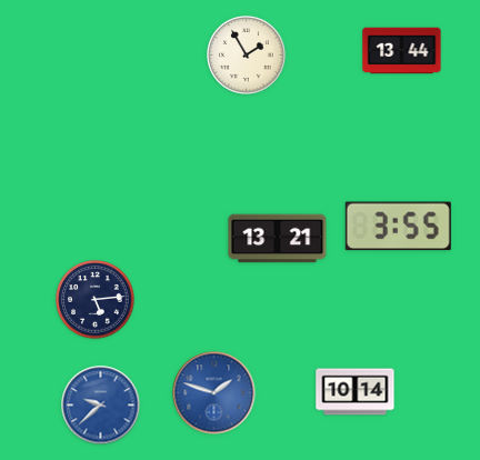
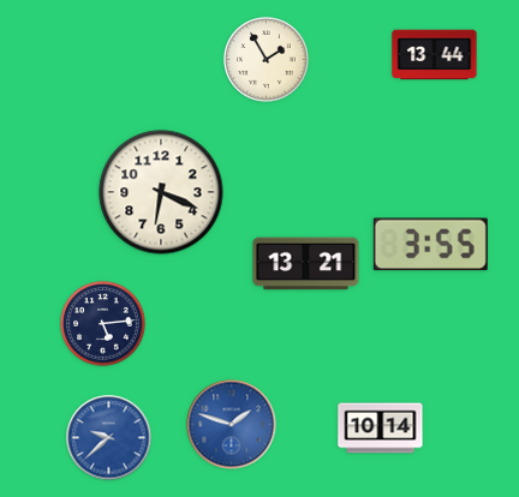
clock at (161, 192): none -> 6:19
clock at (278, 239) position: (278, 239) -> (306, 264)
clock at (356, 392) position: (356, 392) -> (381, 429)
